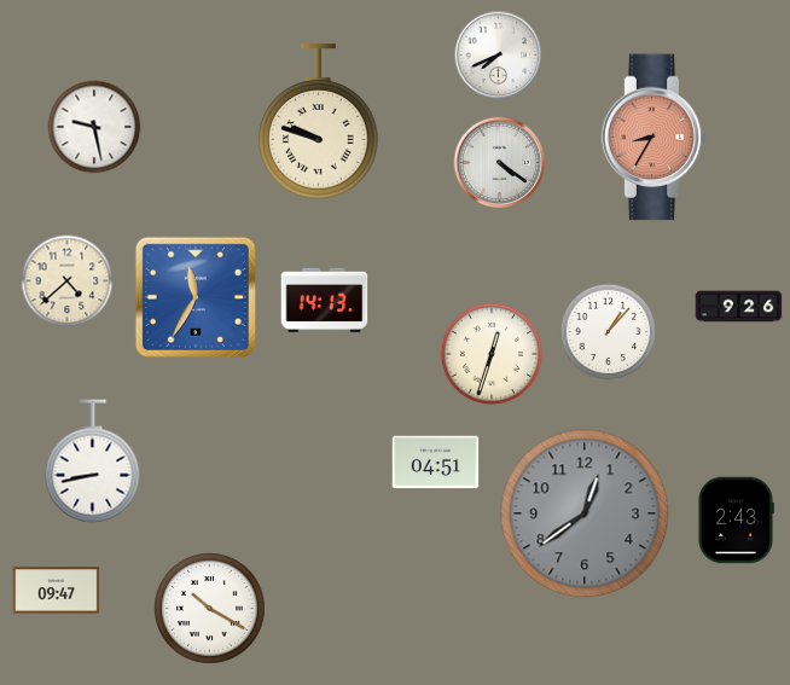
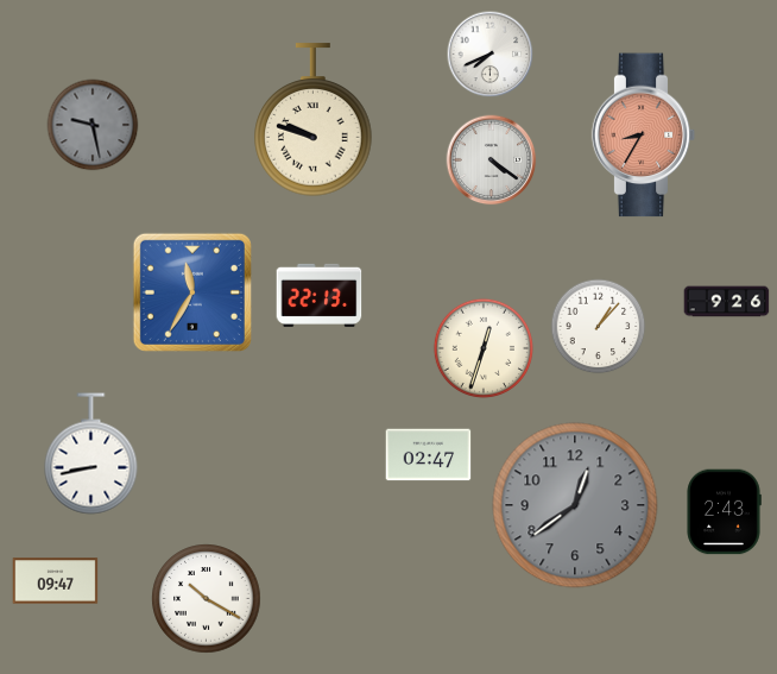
clock at (94, 127) dial: white -> grey
clock at (68, 281): 4:38 -> none
clock at (325, 300): 14:13 -> 22:13
clock at (436, 463): 04:51 -> 02:47
